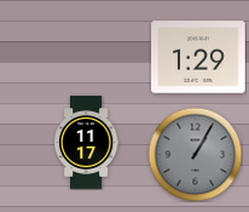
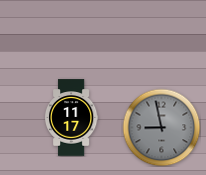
clock at (198, 57): 1:29 -> none
clock at (195, 154): 1:05 -> 8:58
